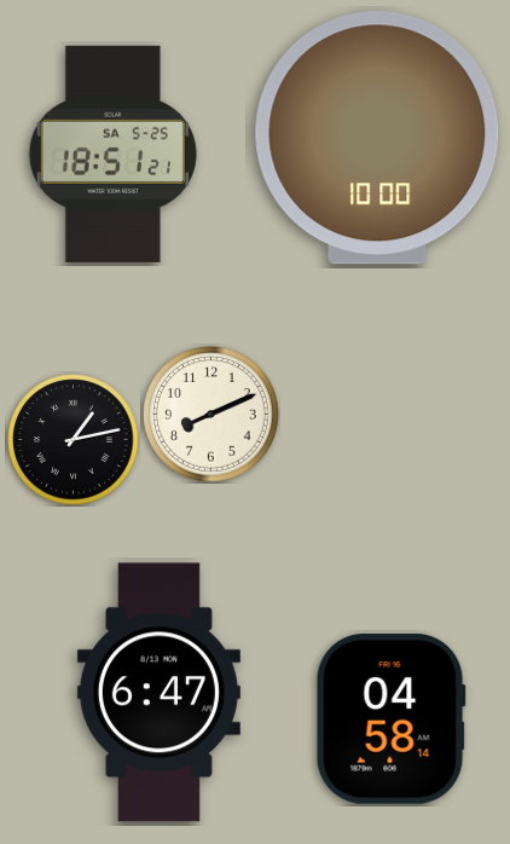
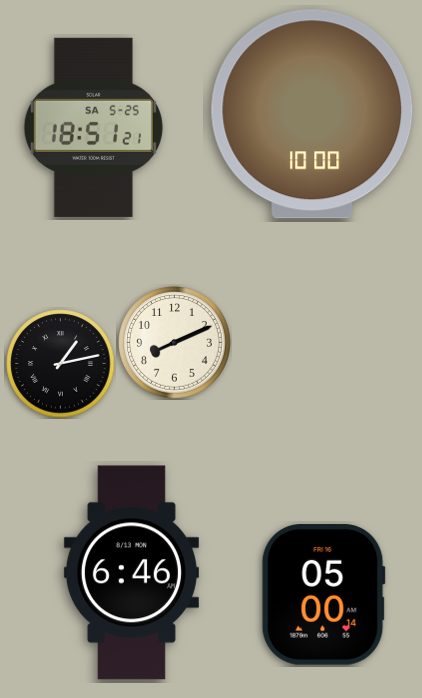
clock at (158, 693): 6:47 -> 6:46
clock at (390, 719): 04:58 -> 05:00
